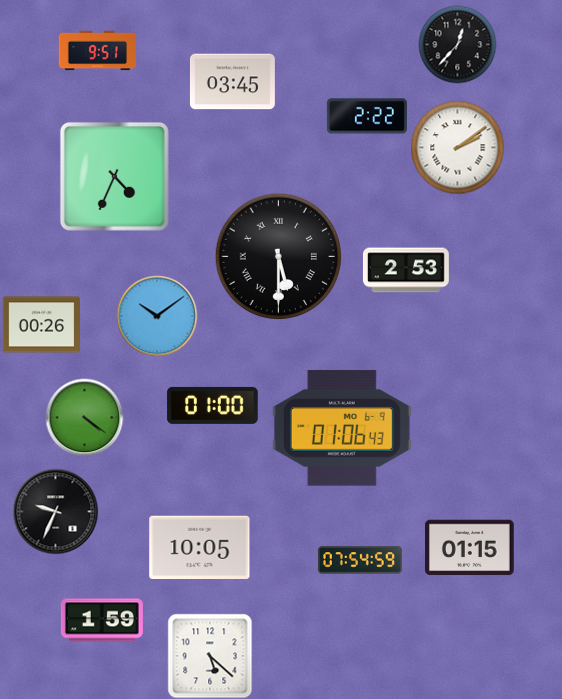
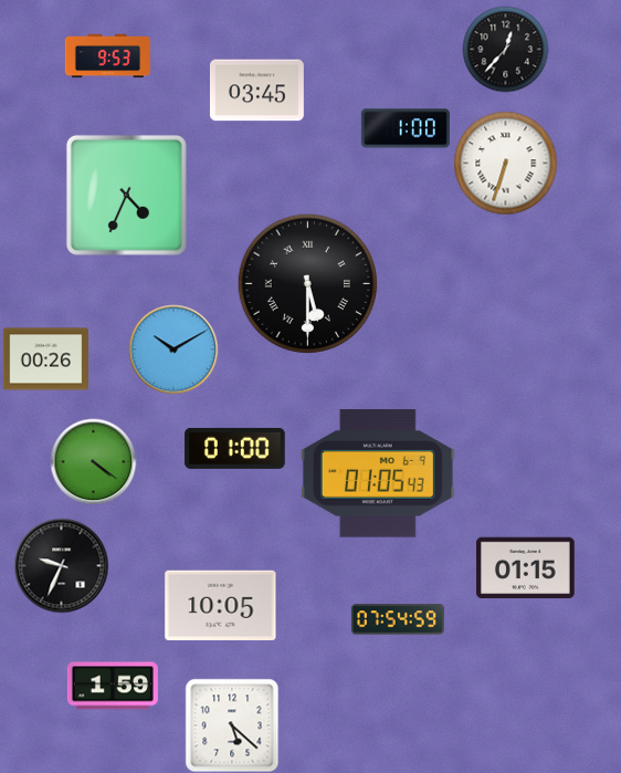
clock at (97, 51): 9:51 -> 9:53
clock at (367, 116): 2:22 -> 1:00
clock at (457, 147): 2:09 -> 6:33
clock at (406, 270): 2:53 -> none
clock at (157, 316): 10:09 -> 10:10
clock at (342, 428): 01:06 -> 01:05
clock at (470, 548) position: (470, 548) -> (526, 568)
